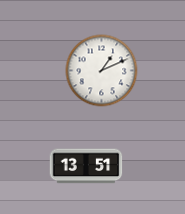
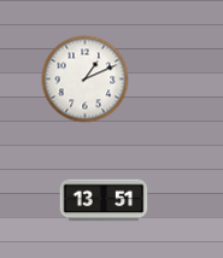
clock at (102, 71) position: (102, 71) -> (86, 80)
